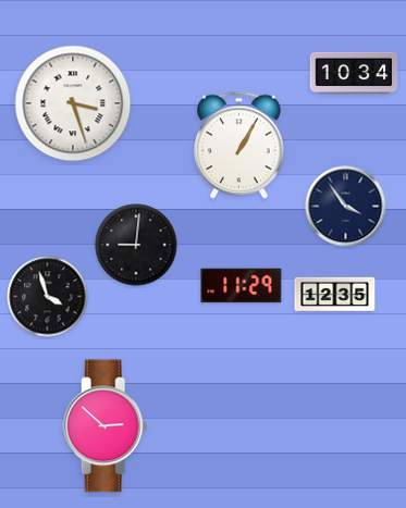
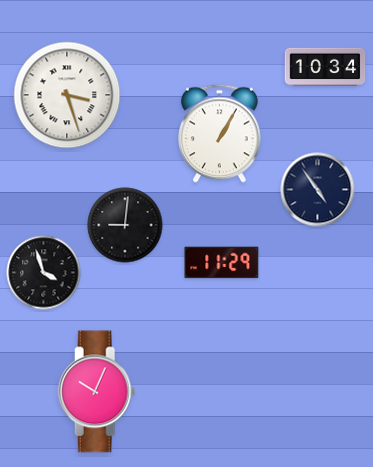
clock at (346, 207): 3:54 -> 4:54
clock at (335, 294): 12:35 -> none
clock at (106, 426): 2:52 -> 10:04
